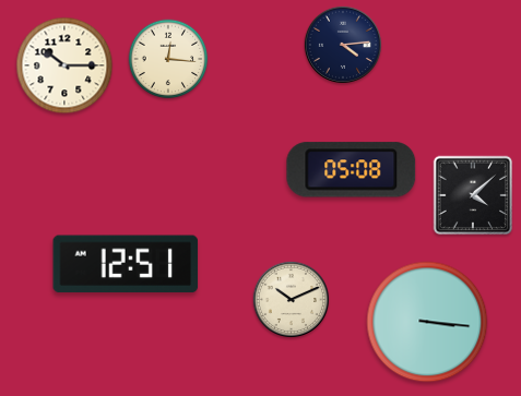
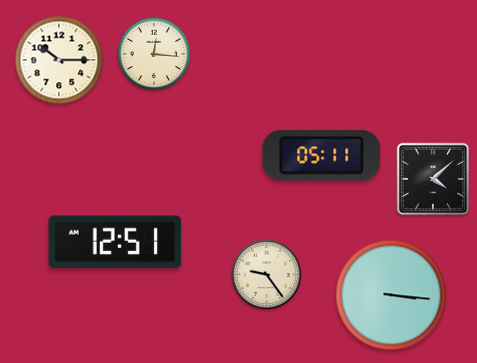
clock at (343, 45): 4:14 -> none
clock at (352, 170): 05:08 -> 05:11
clock at (291, 299): 10:11 -> 9:24
